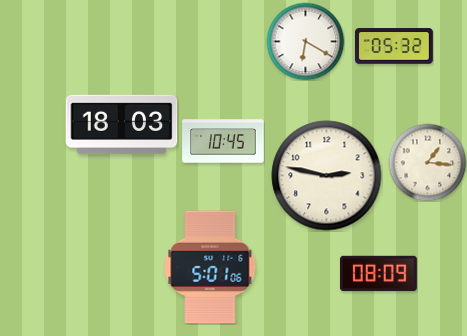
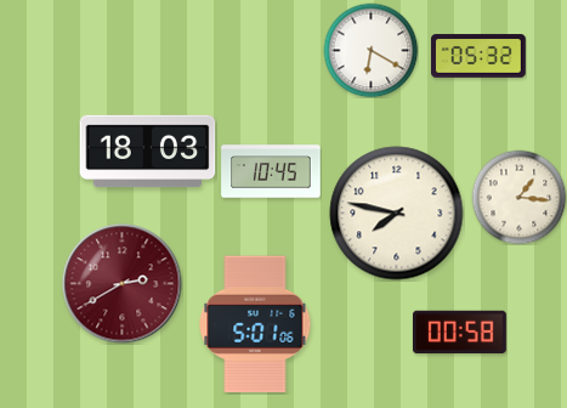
clock at (327, 176): 2:47 -> 7:47
clock at (123, 284): none -> 2:40
clock at (378, 274): 08:09 -> 00:58
